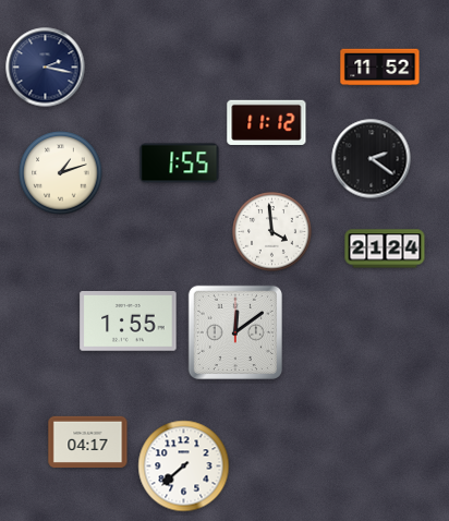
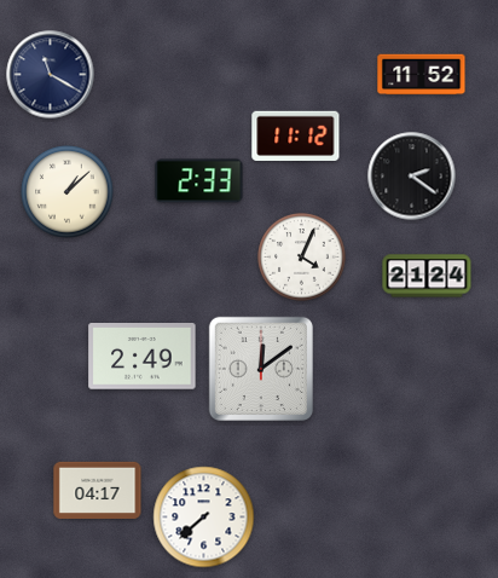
clock at (46, 68): 2:17 -> 11:20
clock at (180, 163): 1:55 -> 2:33
clock at (61, 173): 1:12 -> 1:08
clock at (272, 232): 3:59 -> 4:04
clock at (129, 322): 1:55 -> 2:49
